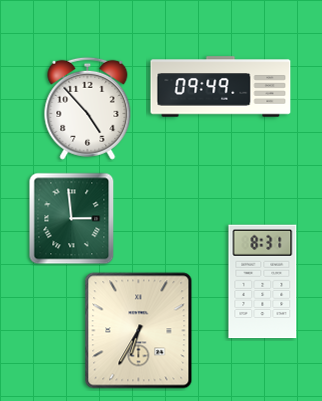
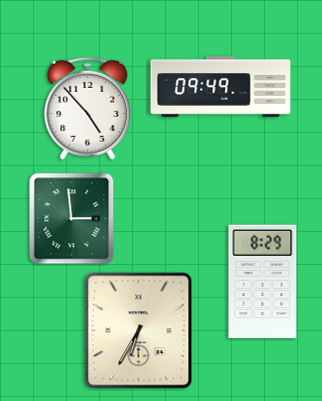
clock at (263, 282): 8:31 -> 8:29
